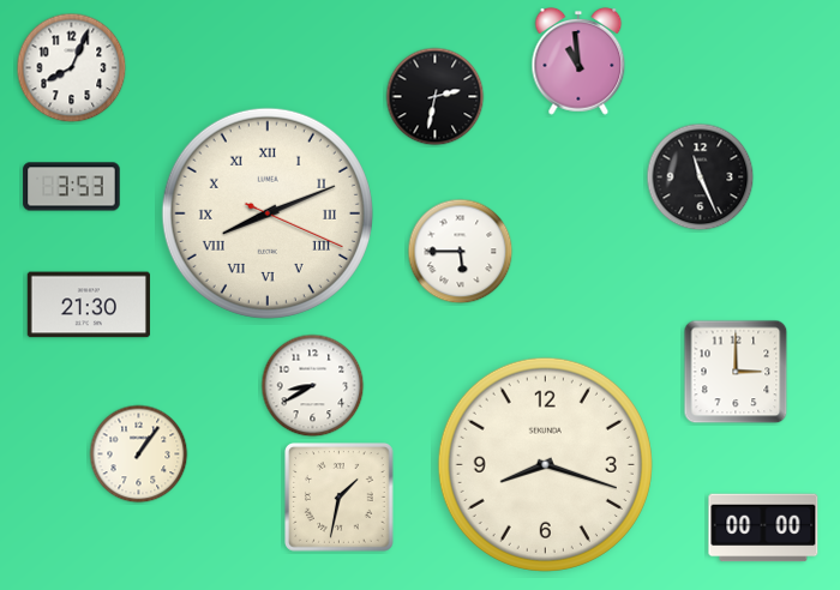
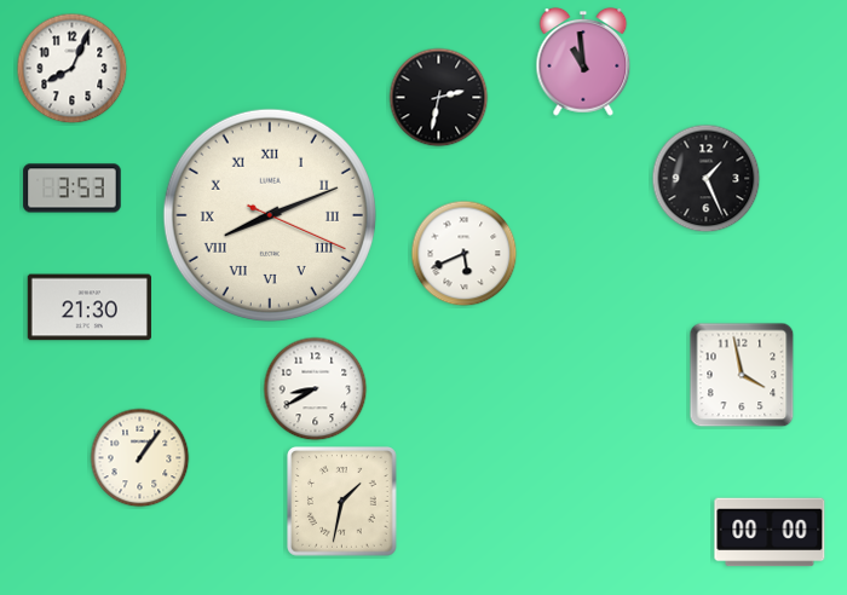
clock at (701, 177): 11:26 -> 1:26
clock at (461, 252): 5:45 -> 5:41
clock at (736, 372): 3:00 -> 3:58
clock at (545, 464): 8:18 -> none
